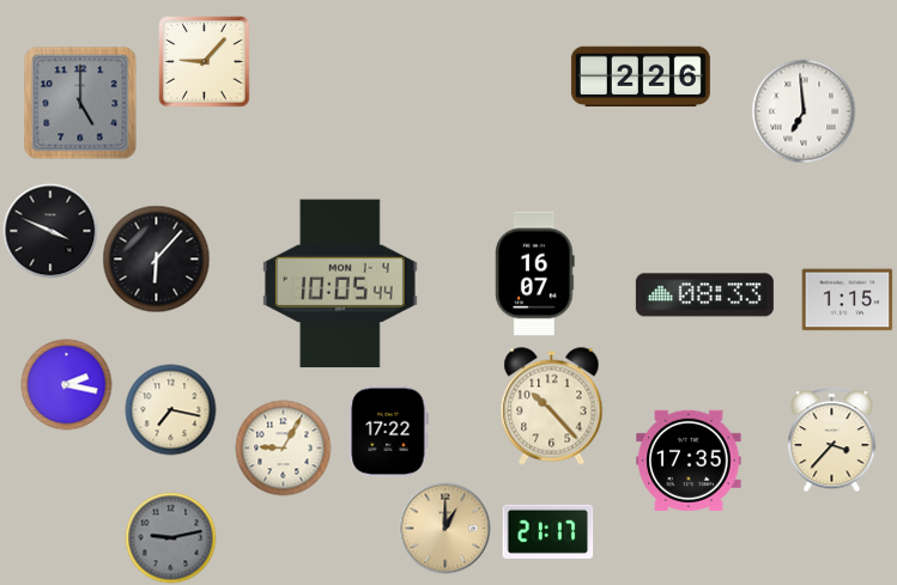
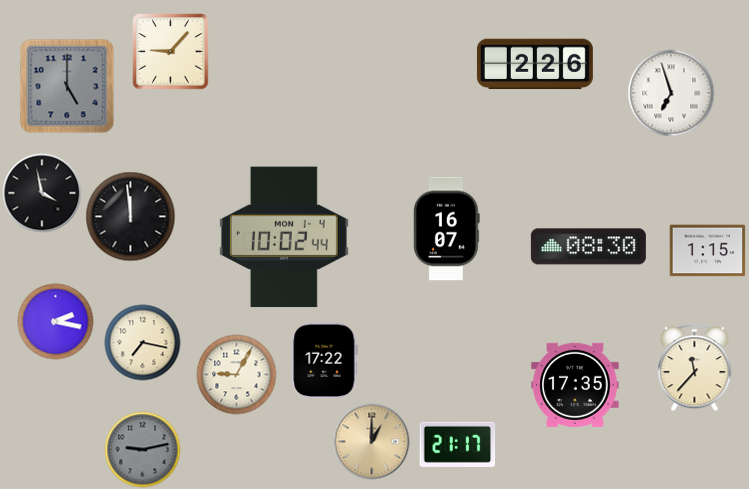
clock at (804, 111): 6:59 -> 6:57
clock at (50, 231): 3:49 -> 3:58
clock at (157, 260): 6:07 -> 11:59
clock at (340, 284): 10:05 -> 10:02
clock at (704, 295): 08:33 -> 08:30
clock at (552, 407): 10:23 -> none
clock at (832, 440): 3:37 -> 11:37
